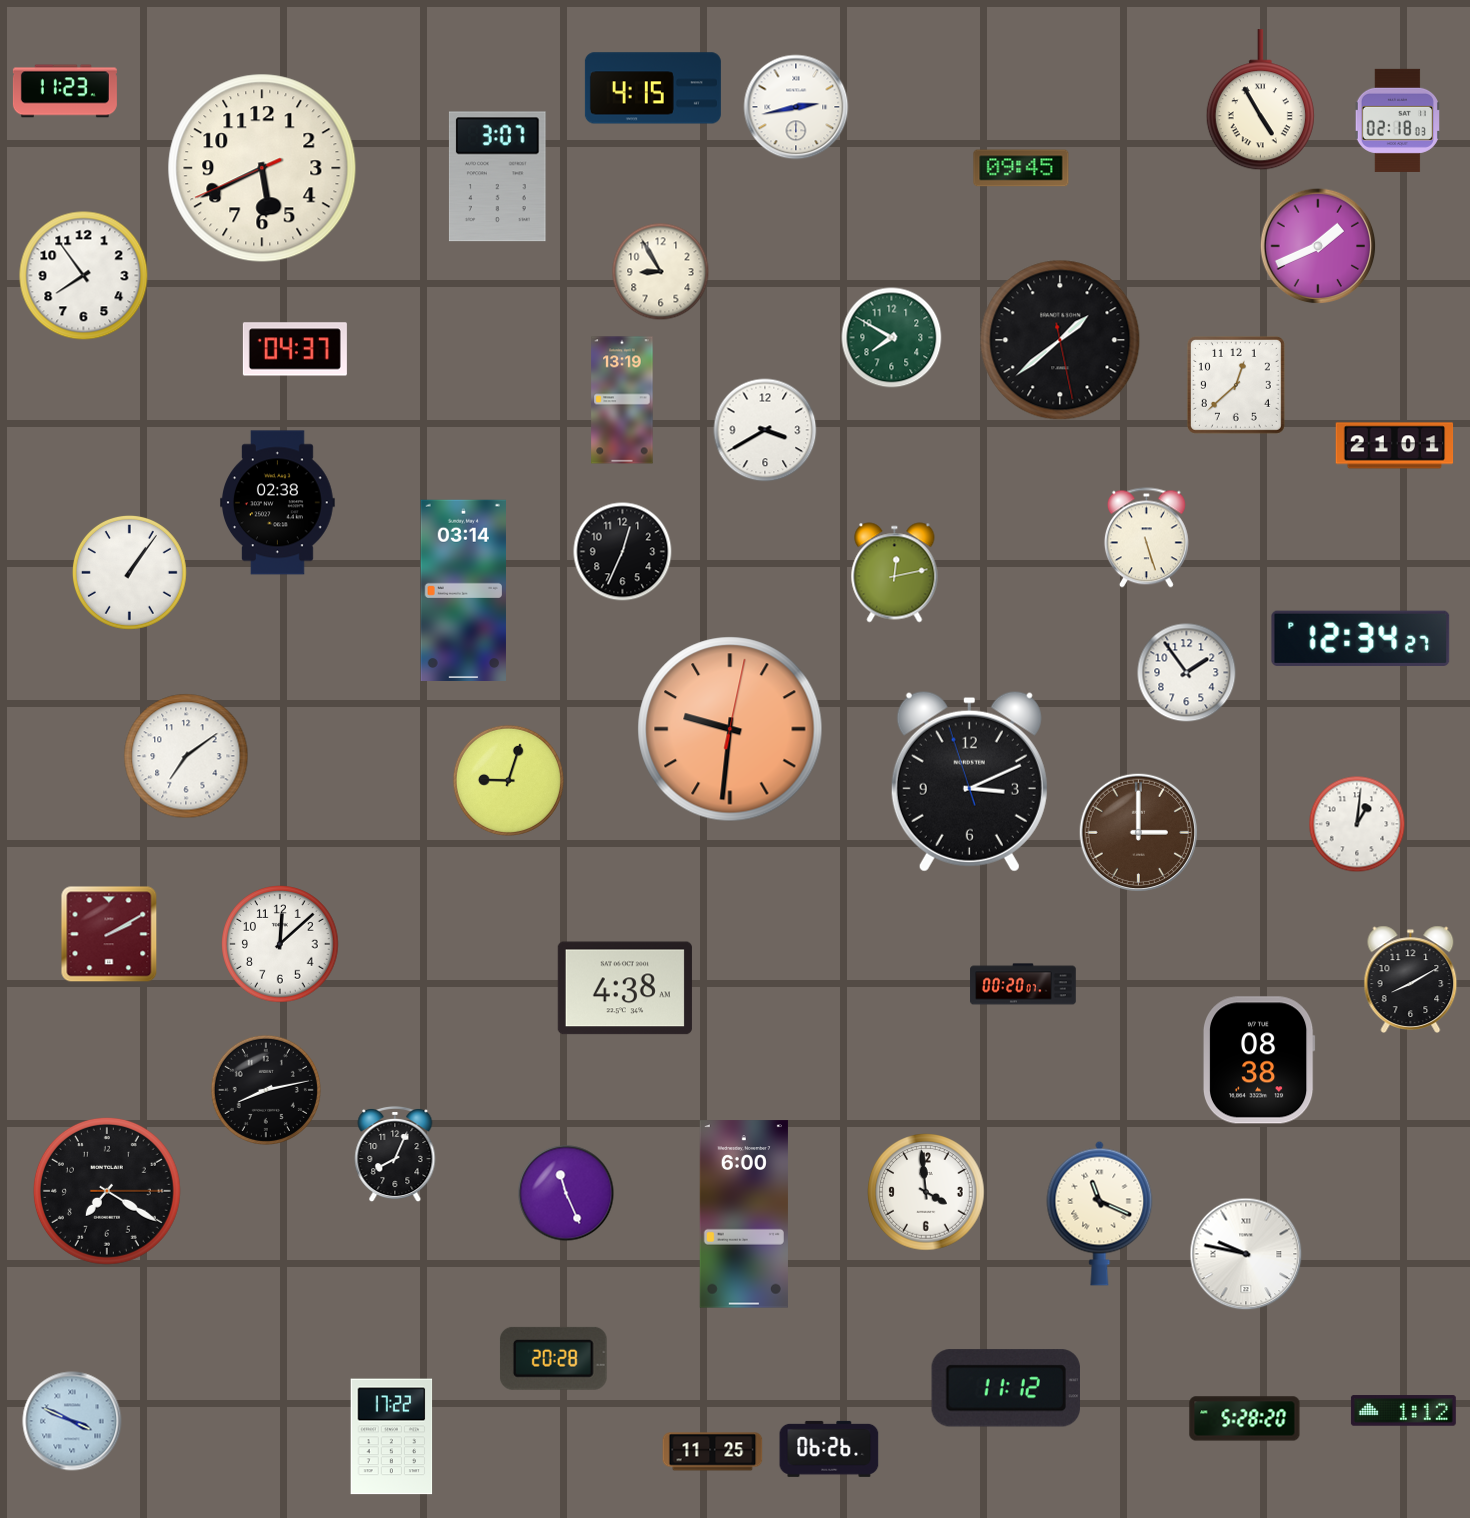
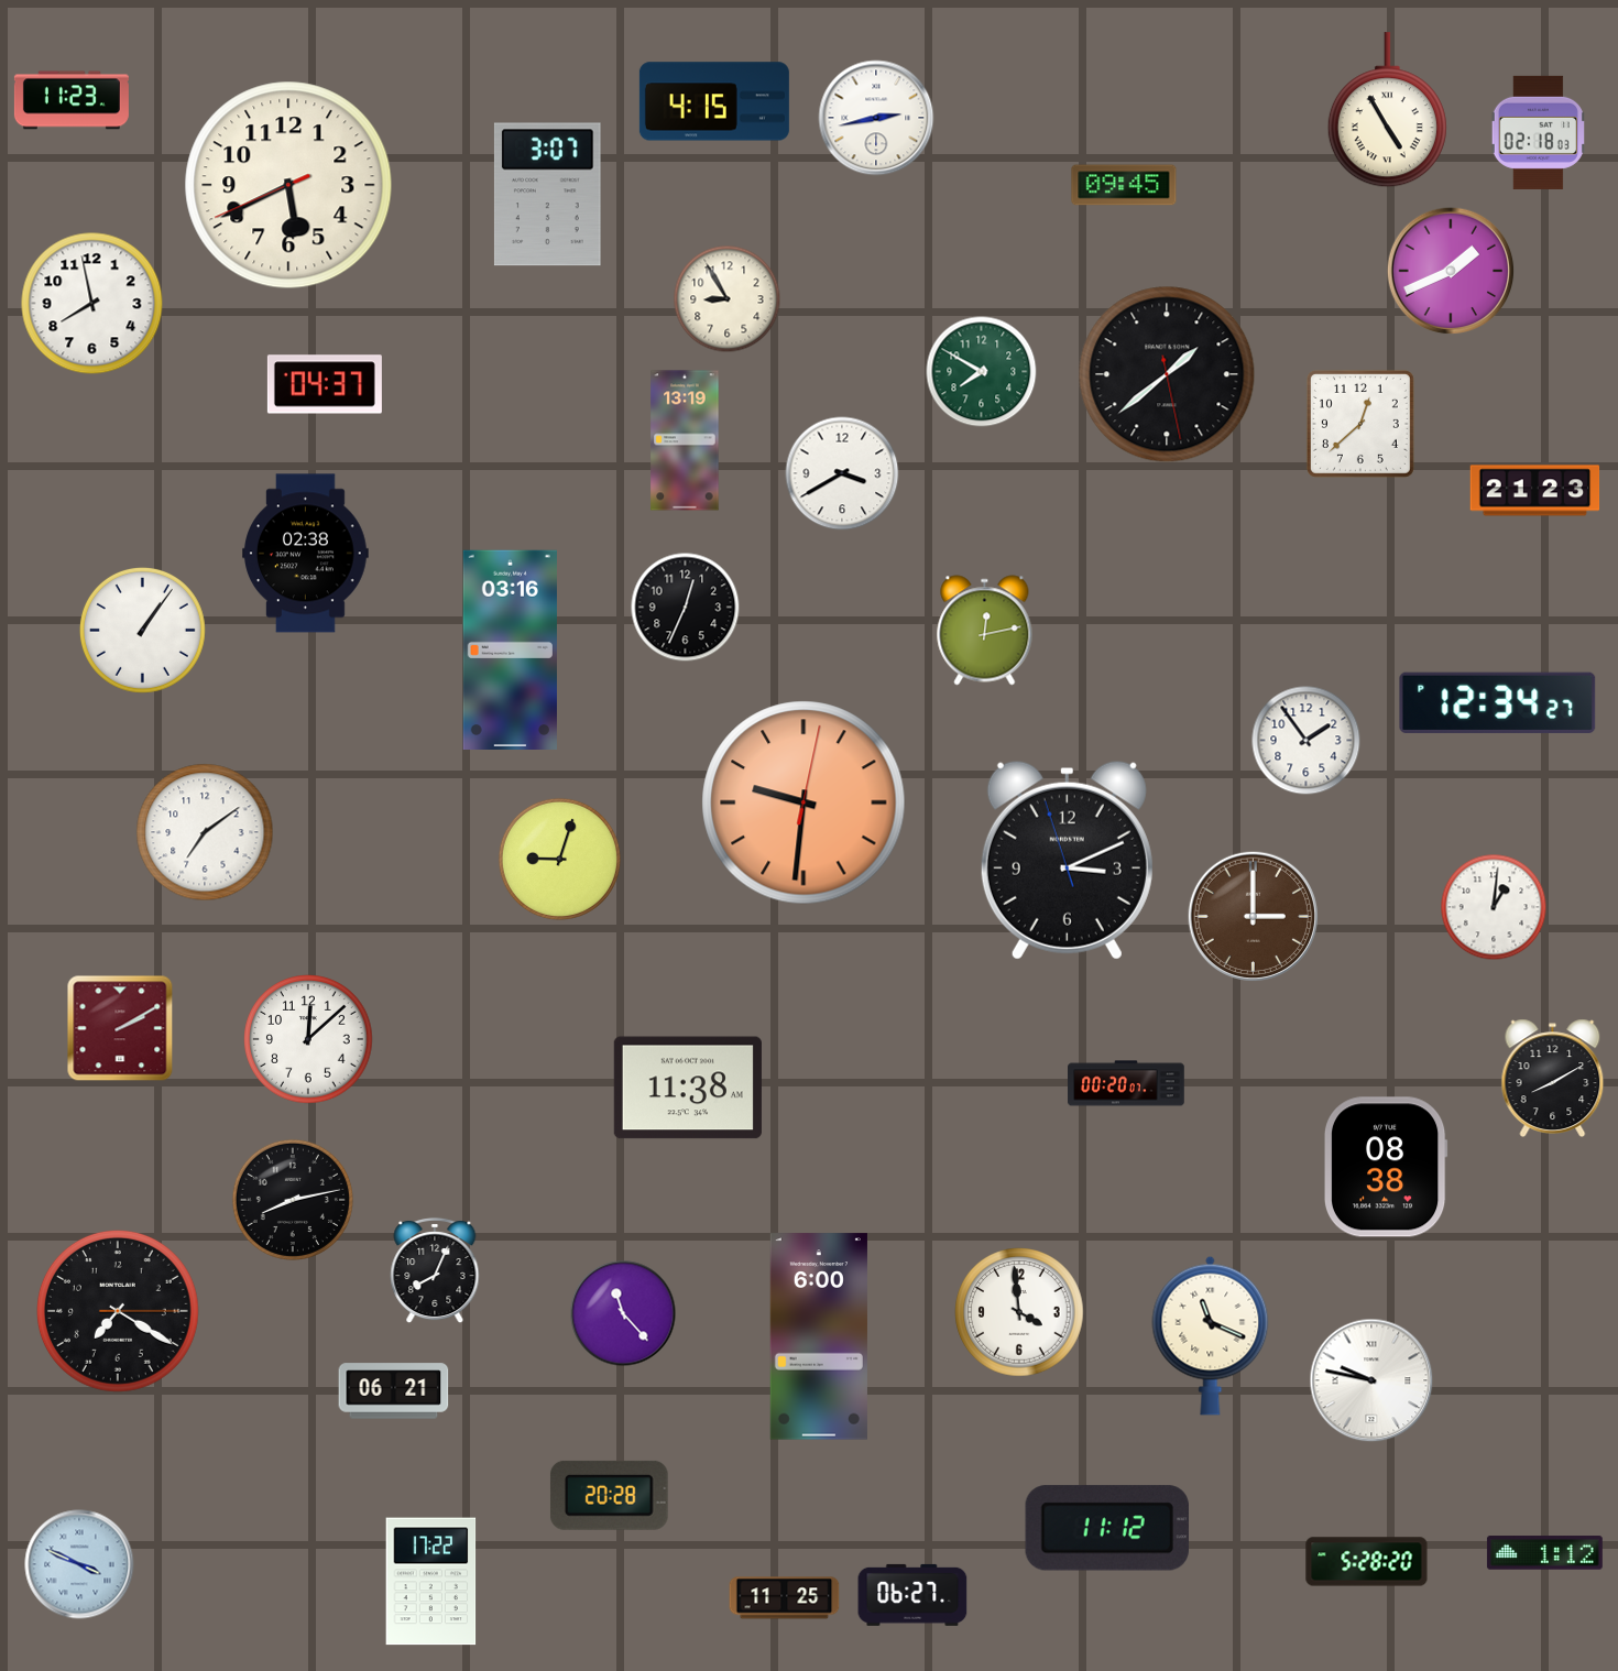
clock at (653, 88) position: (653, 88) -> (714, 101)
clock at (84, 276): 7:54 -> 7:58
clock at (1395, 446): 21:01 -> 21:23
clock at (1146, 538): 5:27 -> none
clock at (463, 590): 03:14 -> 03:16
clock at (625, 988): 4:38 -> 11:38
clock at (566, 1193): 11:26 -> 11:23
clock at (394, 1391): none -> 06:21
clock at (1245, 1419) position: (1245, 1419) -> (1367, 1562)
clock at (829, 1449): 06:26 -> 06:27
